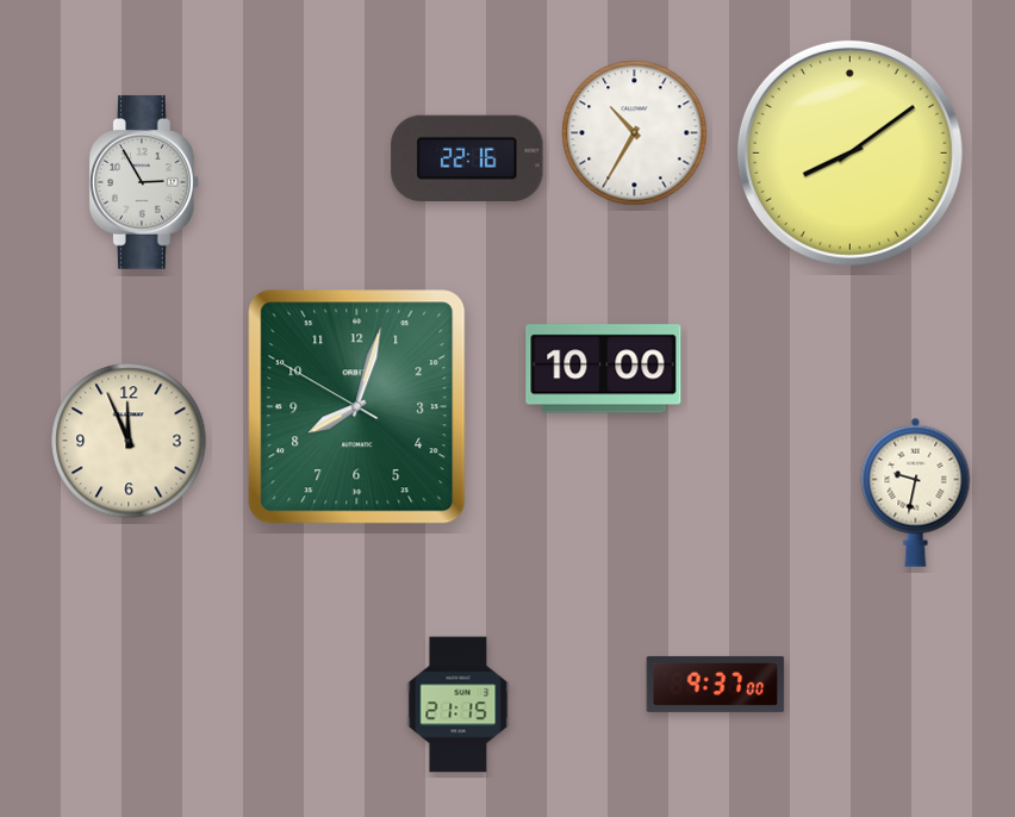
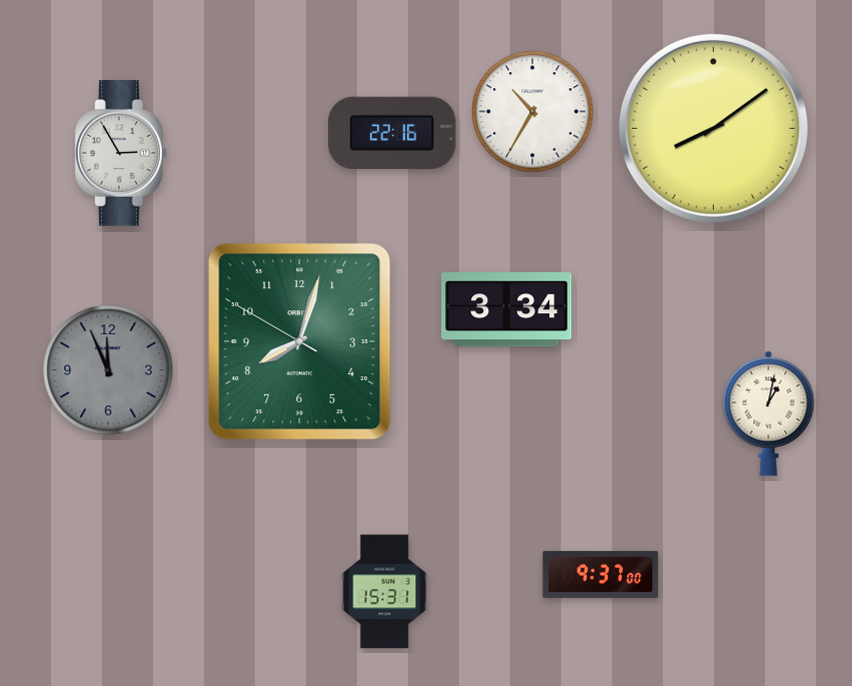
clock at (604, 369): 10:00 -> 3:34
clock at (129, 441) dial: cream -> grey
clock at (916, 492): 9:32 -> 1:02
clock at (459, 705): 21:15 -> 15:31
